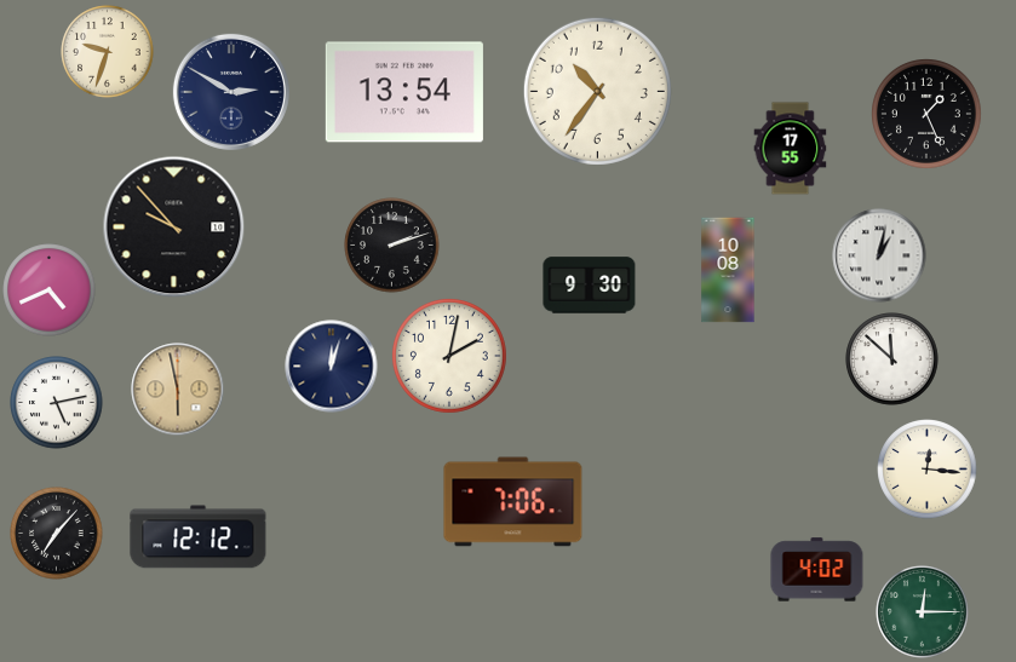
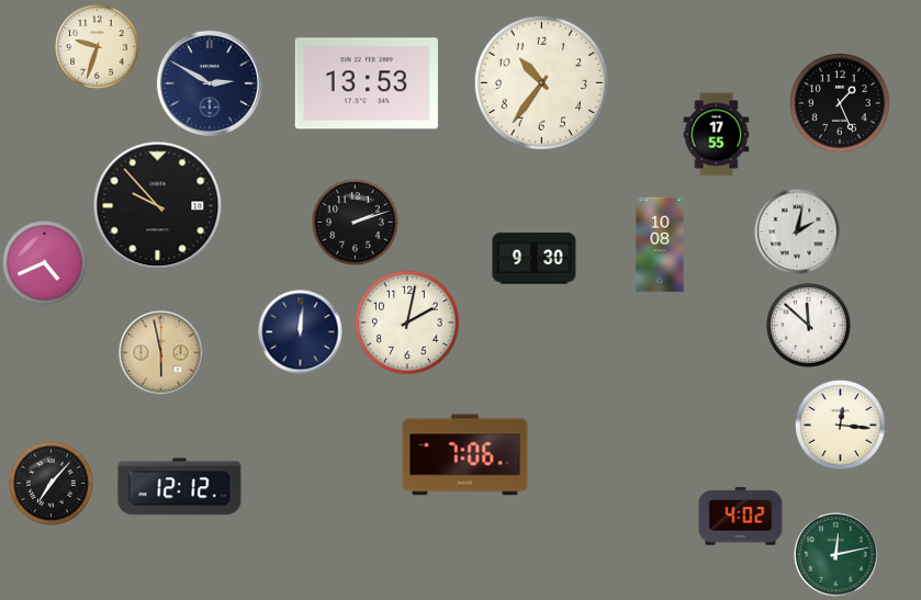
clock at (404, 92): 13:54 -> 13:53
clock at (879, 255): 1:02 -> 2:02
clock at (332, 367): 12:03 -> 12:01
clock at (57, 403): 5:13 -> none
clock at (923, 612): 12:15 -> 12:13
